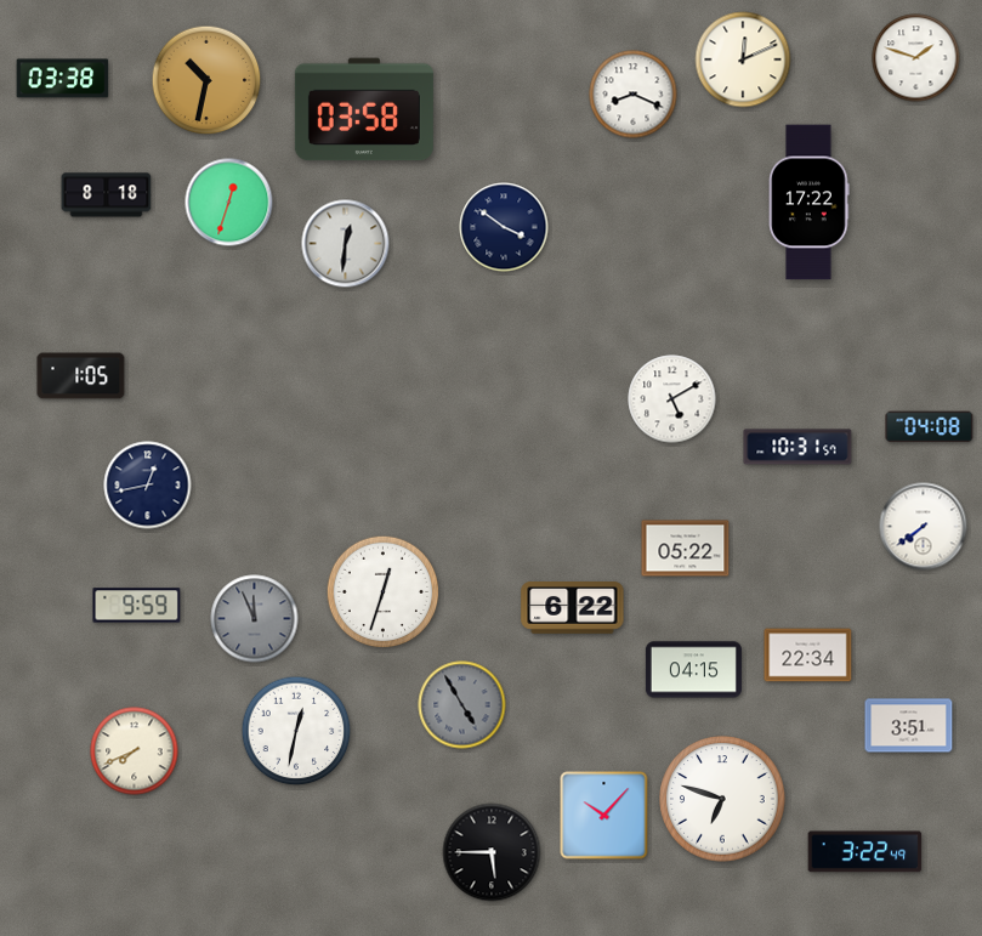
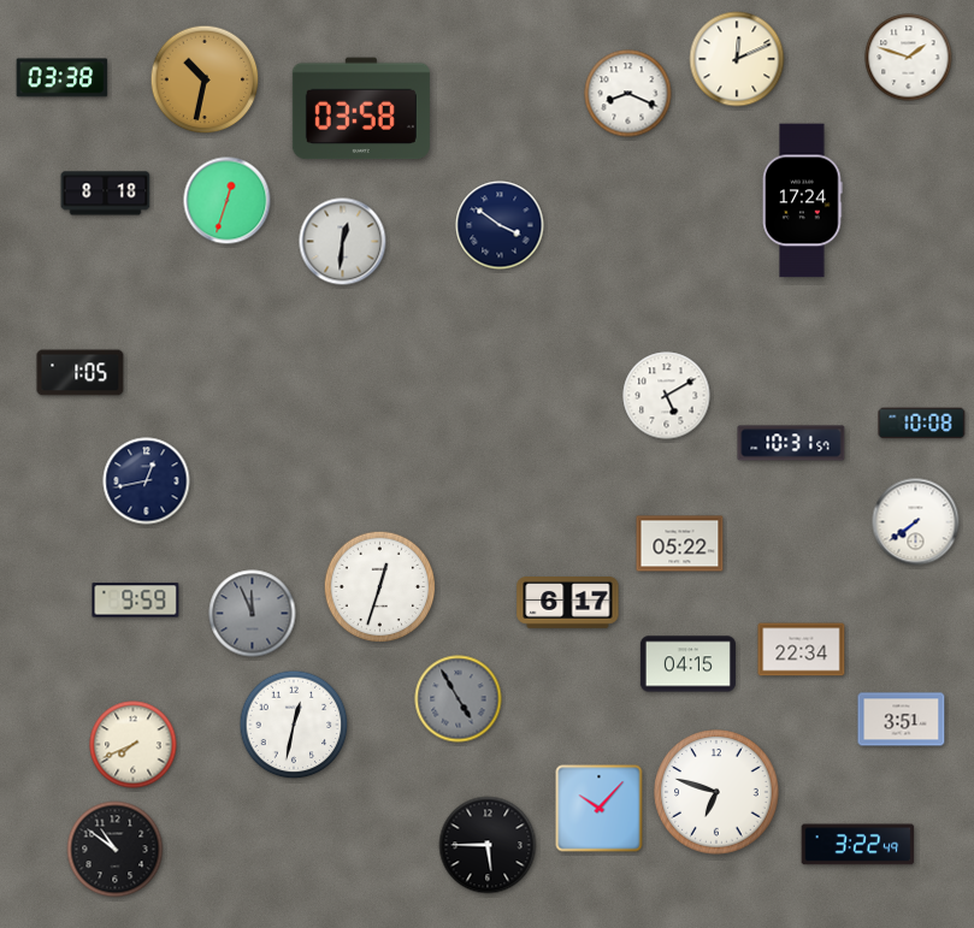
clock at (810, 203): 17:22 -> 17:24
clock at (930, 427): 04:08 -> 10:08
clock at (573, 608): 6:22 -> 6:17
clock at (116, 850): none -> 10:51
